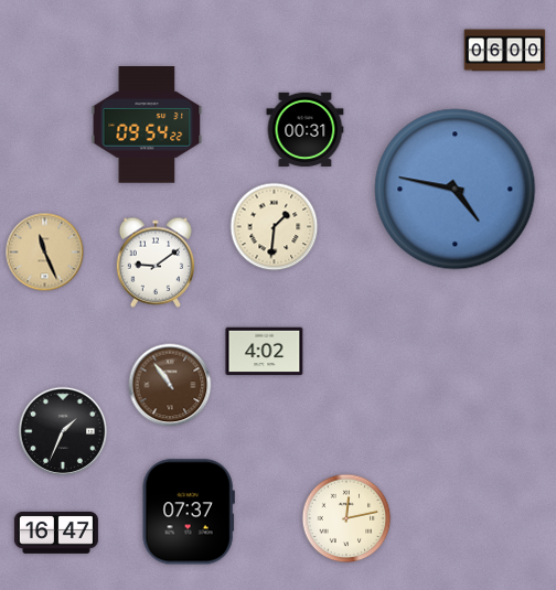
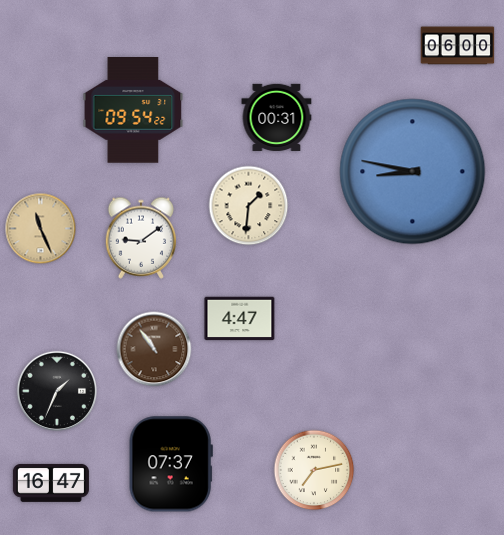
clock at (147, 126) position: (147, 126) -> (133, 111)
clock at (456, 190): 4:47 -> 8:47
clock at (265, 352): 4:02 -> 4:47
clock at (346, 518): 12:13 -> 7:13
